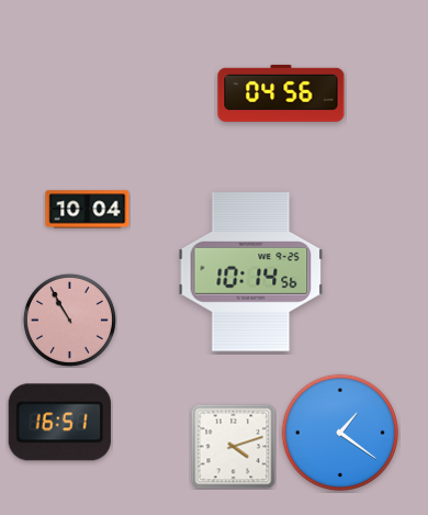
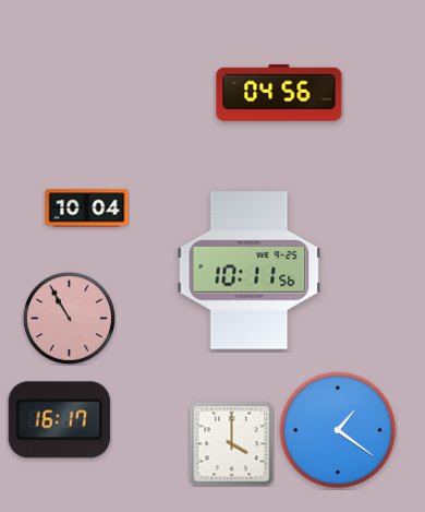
clock at (251, 272): 10:14 -> 10:11
clock at (59, 423): 16:51 -> 16:17
clock at (233, 446): 4:12 -> 4:00
